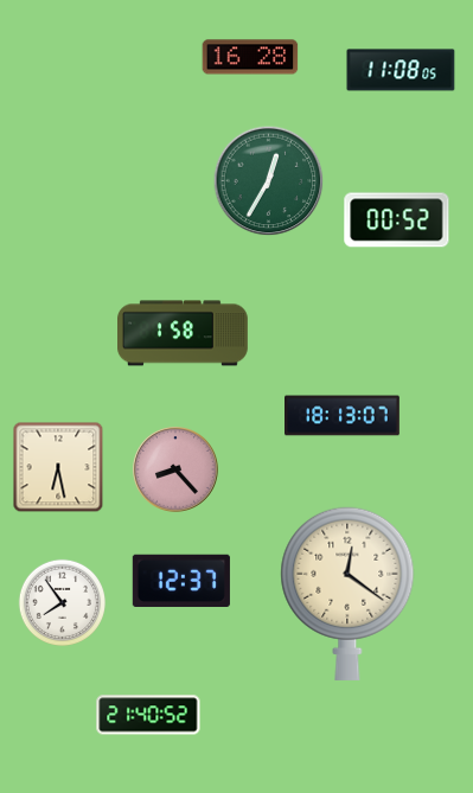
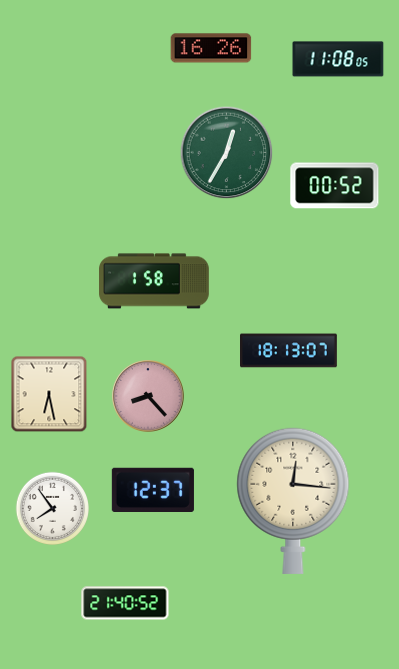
clock at (250, 57): 16:28 -> 16:26
clock at (347, 594): 12:21 -> 12:16
